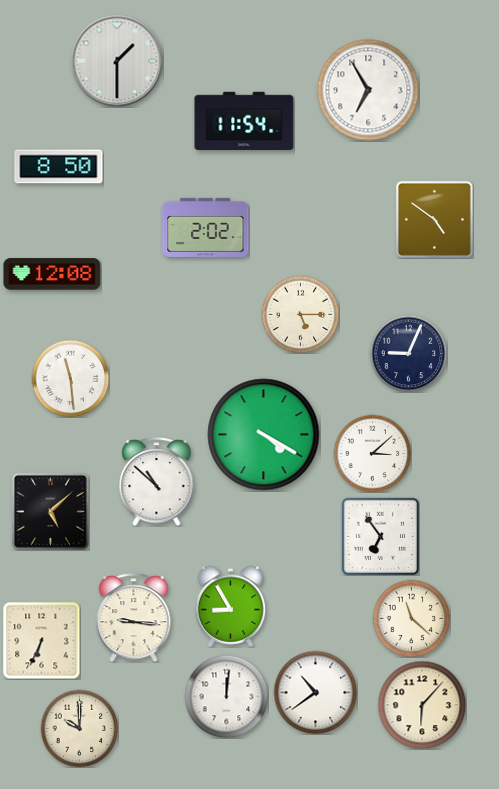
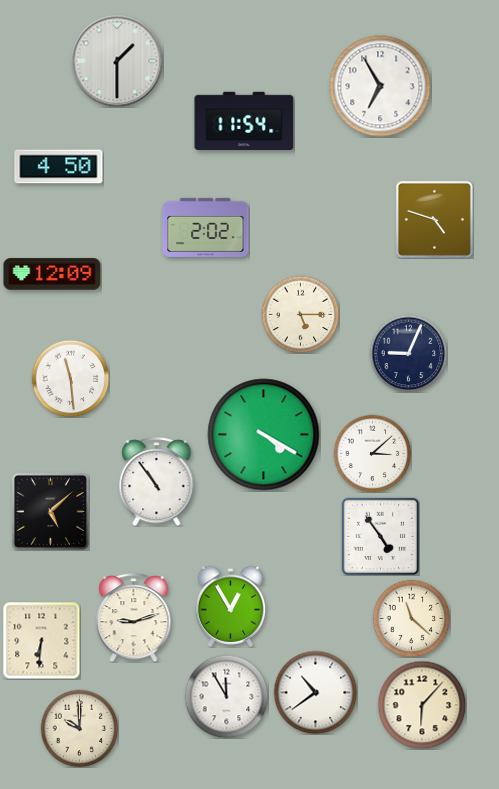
clock at (368, 90) position: (368, 90) -> (380, 86)
clock at (59, 167): 8:50 -> 4:50
clock at (434, 219): 4:51 -> 4:48
clock at (52, 274): 12:08 -> 12:09
clock at (157, 482): 10:52 -> 10:54
clock at (380, 536): 6:54 -> 4:54
clock at (231, 606): 8:55 -> 12:55
clock at (134, 618): 9:16 -> 9:12
clock at (41, 640): 6:34 -> 6:31
clock at (226, 696): 12:01 -> 11:55
